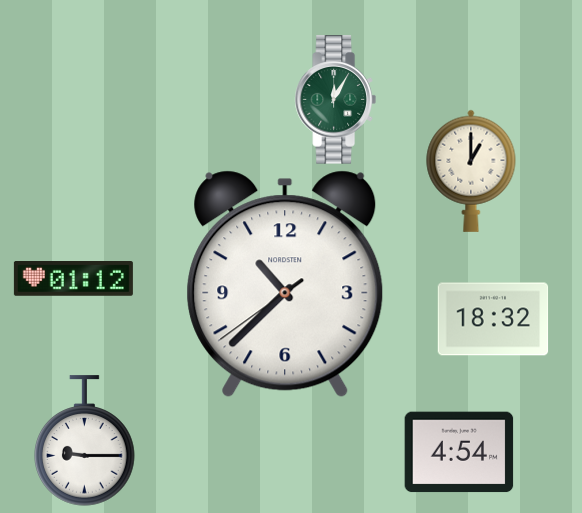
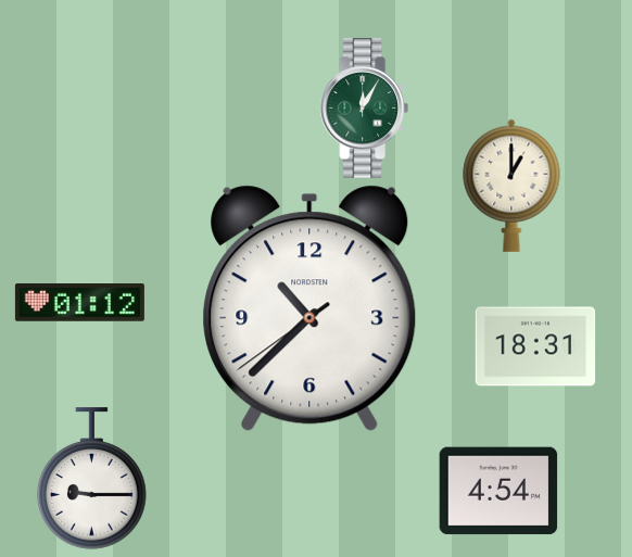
clock at (493, 319): 18:32 -> 18:31
